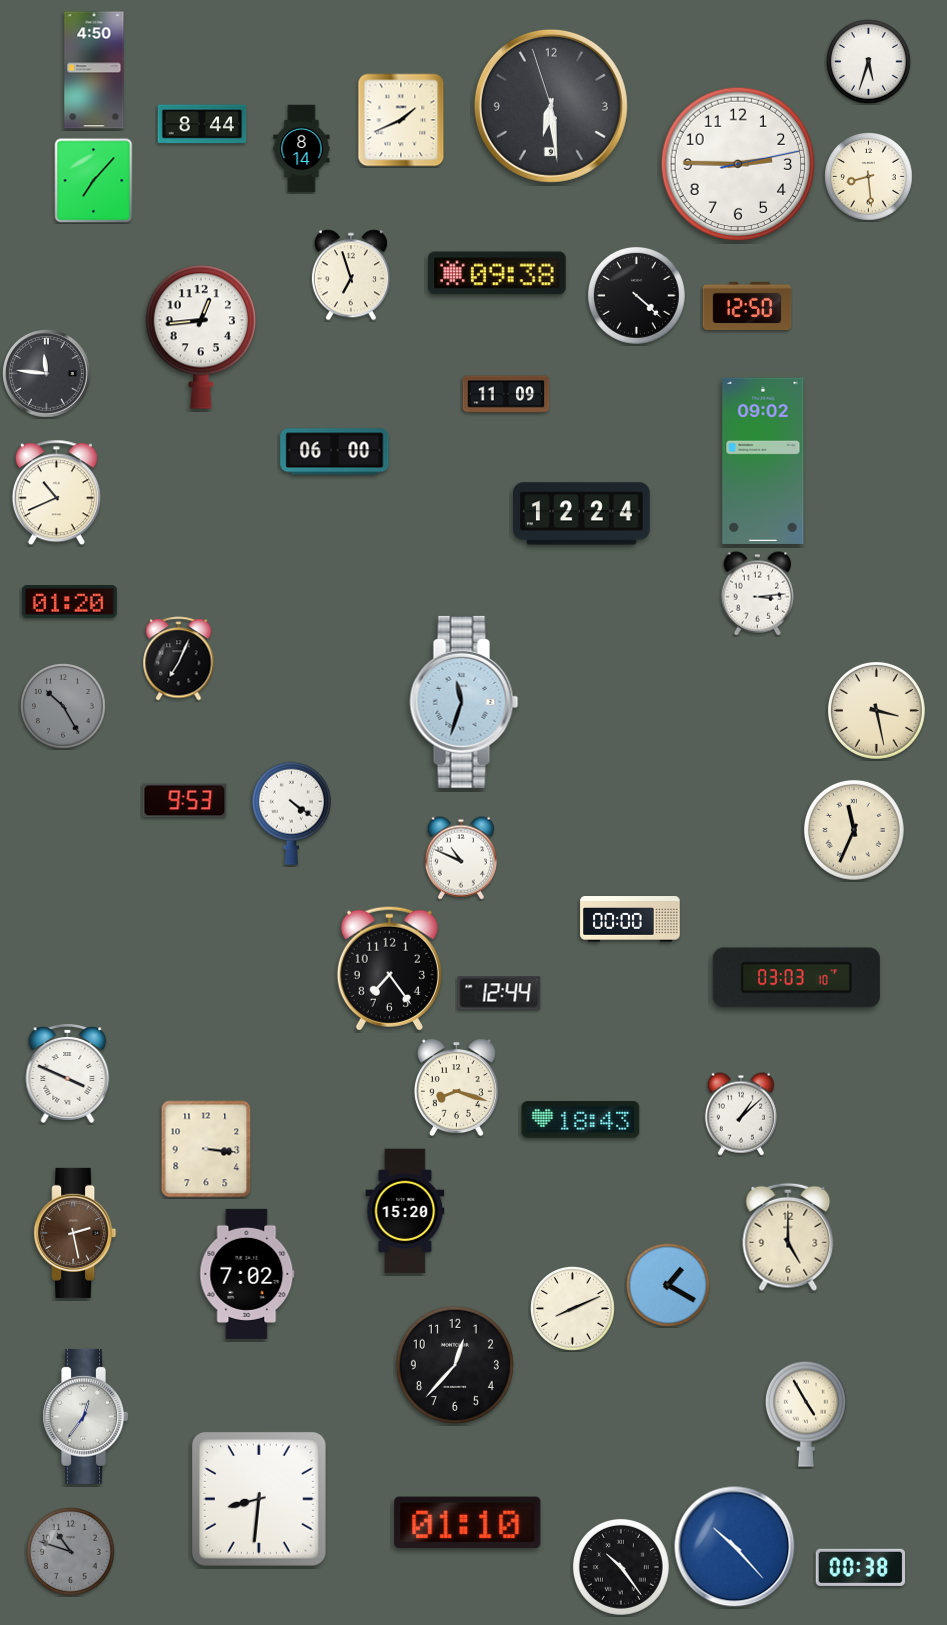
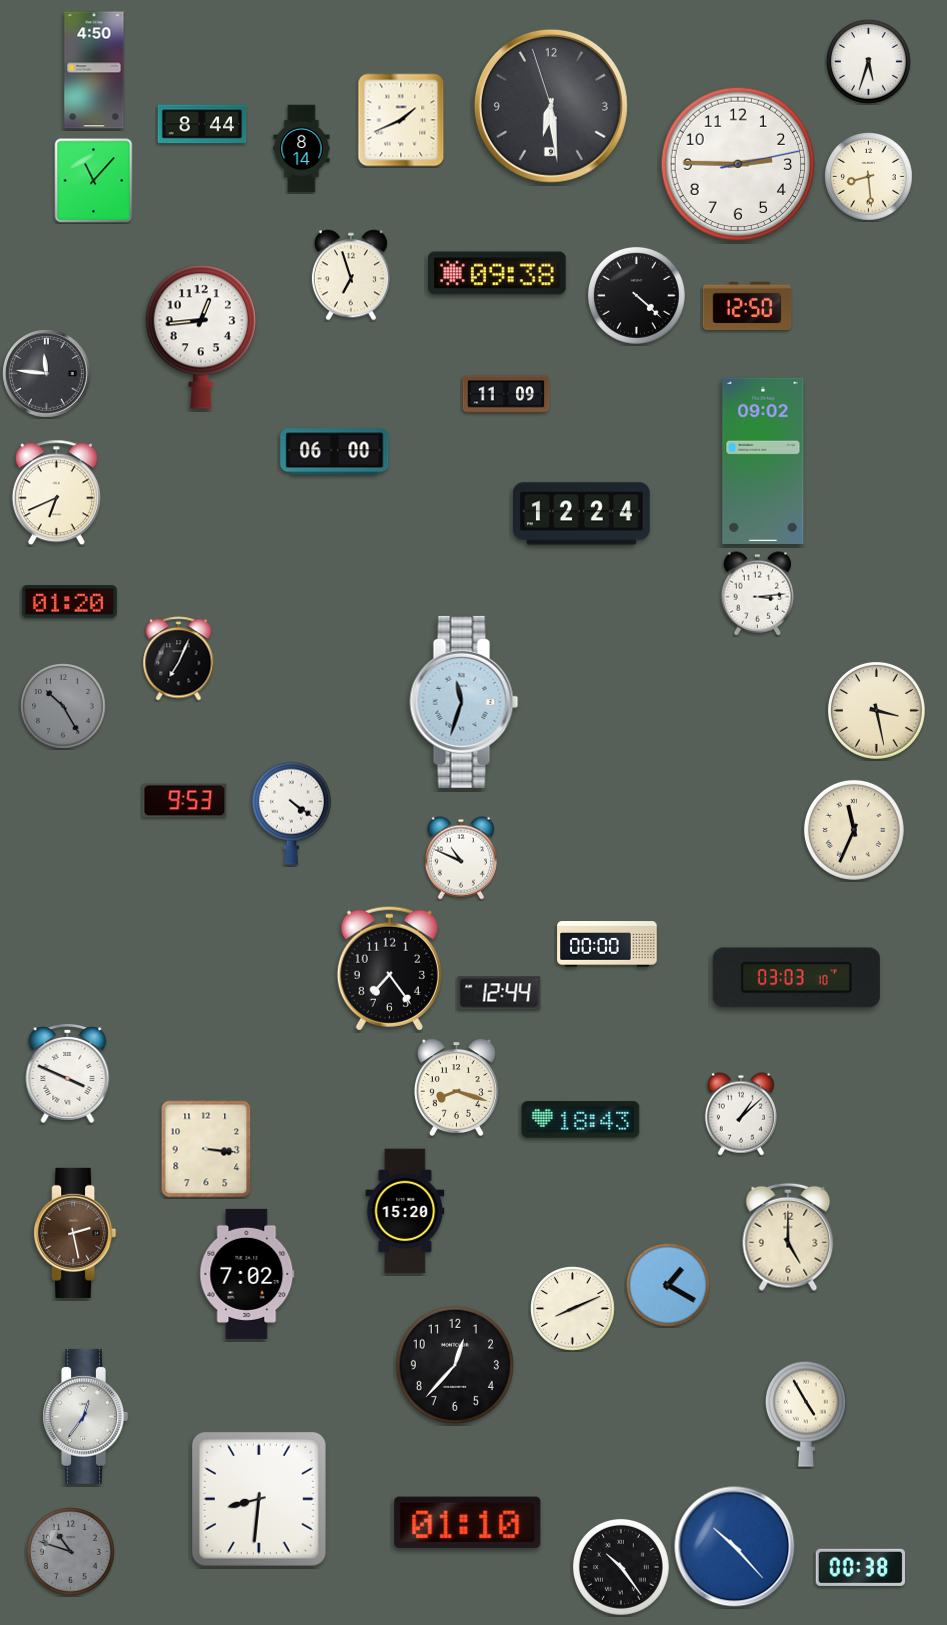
clock at (94, 181): 7:07 -> 11:07
clock at (56, 493): 10:41 -> 6:41
clock at (630, 919) position: (630, 919) -> (607, 944)
